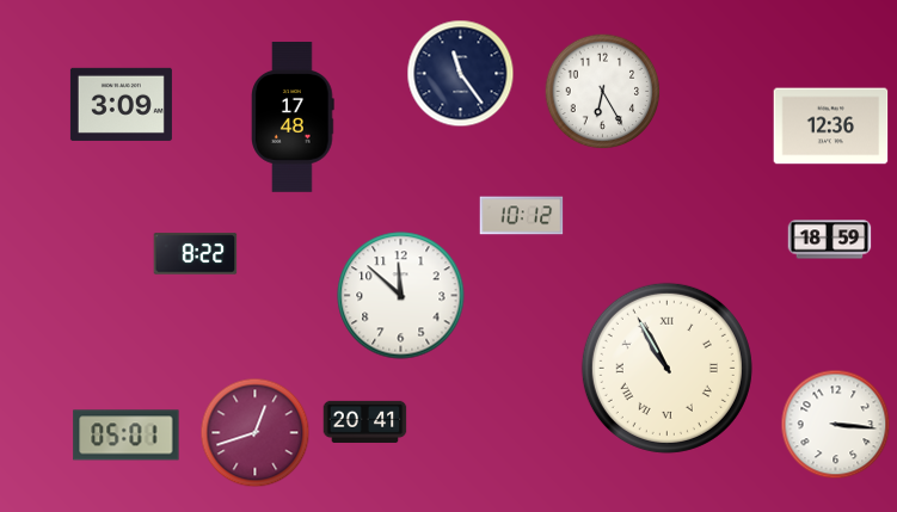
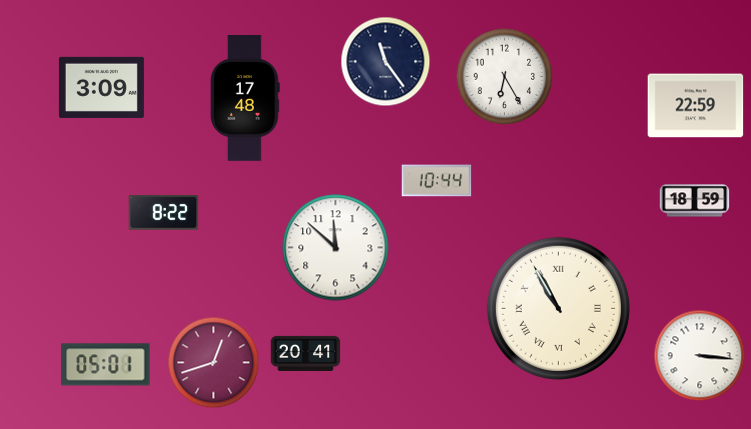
clock at (831, 127): 12:36 -> 22:59
clock at (522, 216): 10:12 -> 10:44
